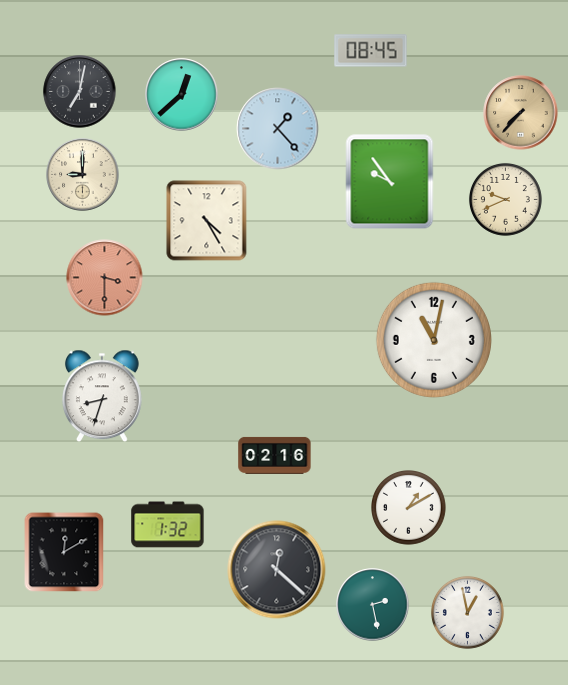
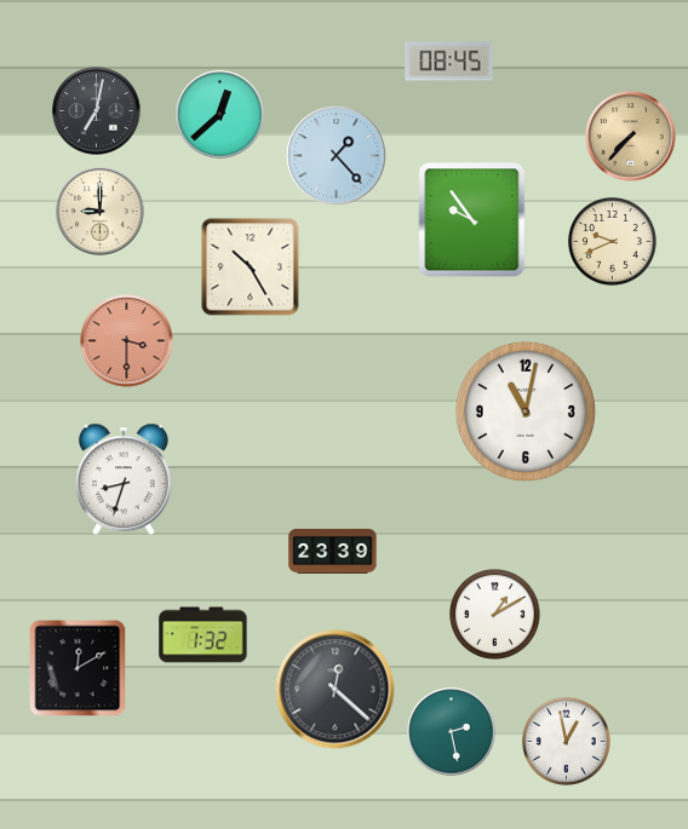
clock at (207, 221): 4:25 -> 10:25
clock at (105, 278) position: (105, 278) -> (127, 341)
clock at (275, 455): 02:16 -> 23:39
